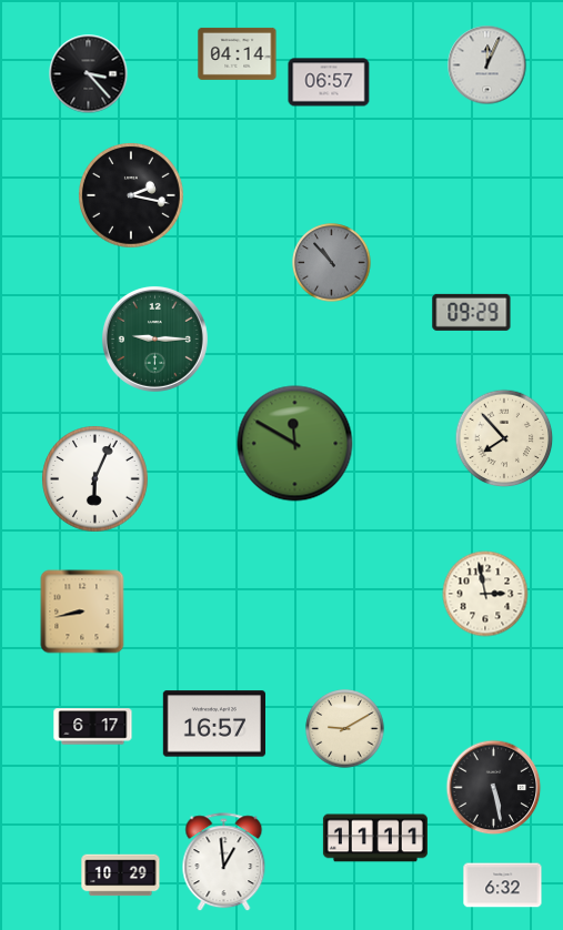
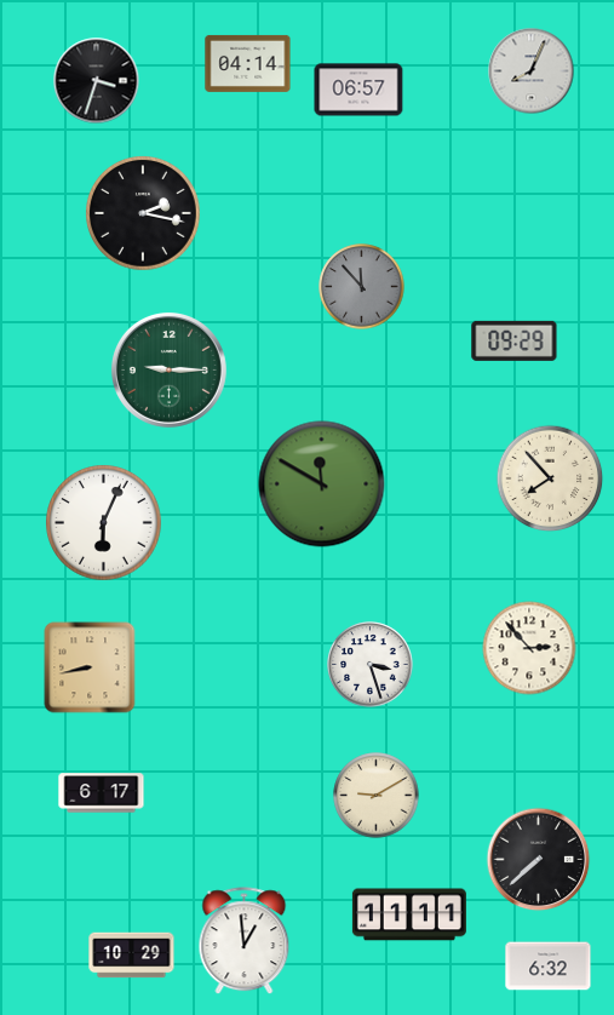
clock at (238, 53) position: (238, 53) -> (248, 63)
clock at (487, 65): 12:04 -> 8:04
clock at (89, 74): 3:23 -> 3:33
clock at (332, 263): 10:53 -> 11:53
clock at (485, 594): 2:58 -> 2:53
clock at (371, 665): none -> 3:27
clock at (213, 724): 16:57 -> none
clock at (494, 788): 5:28 -> 7:38
